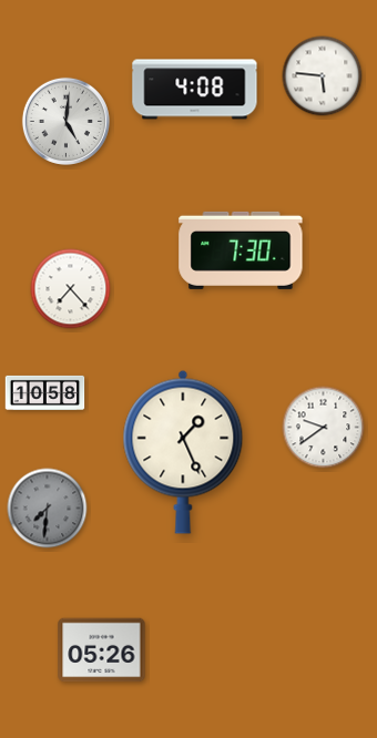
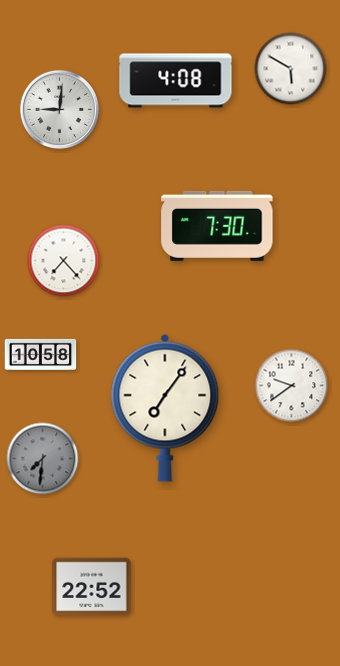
clock at (323, 76): 5:46 -> 5:50
clock at (65, 121): 5:01 -> 9:01
clock at (183, 452): 1:26 -> 7:06
clock at (102, 650): 05:26 -> 22:52
